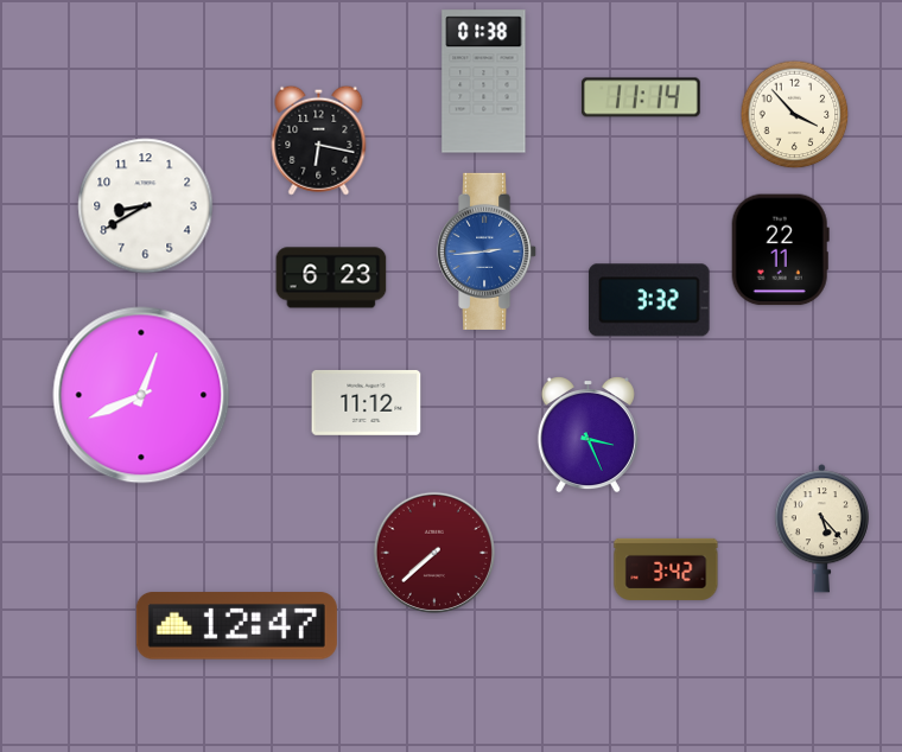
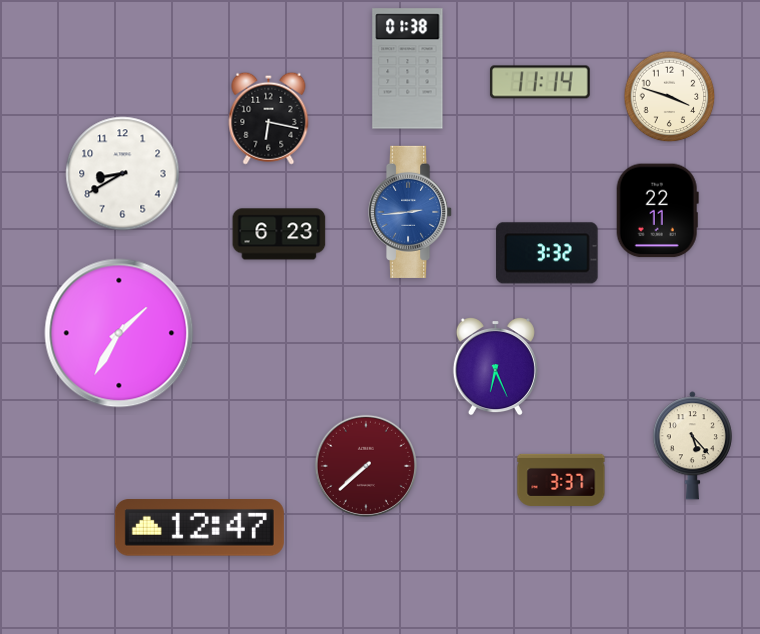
clock at (795, 115): 3:53 -> 3:48
clock at (141, 395): 12:41 -> 1:35
clock at (367, 402): 11:12 -> none
clock at (587, 434): 3:26 -> 6:26
clock at (666, 569): 3:42 -> 3:37
